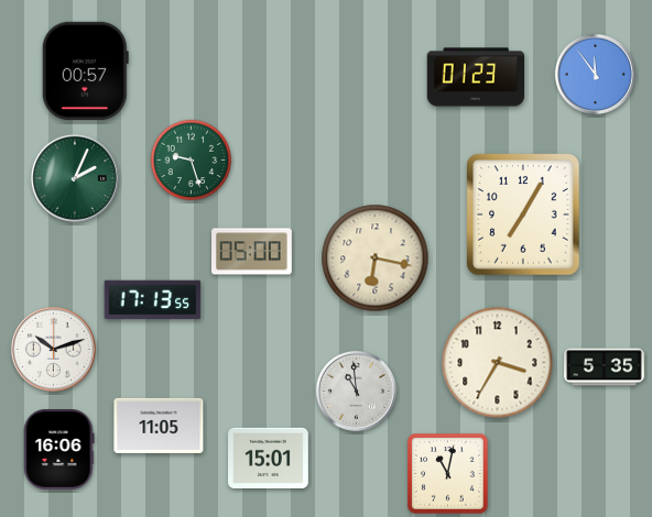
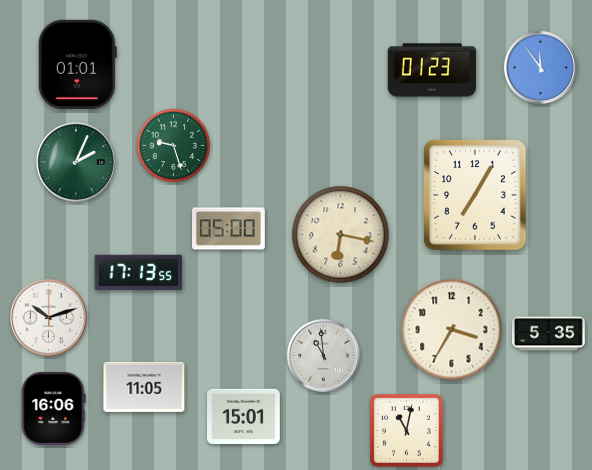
clock at (85, 70): 00:57 -> 01:01
clock at (75, 178) position: (75, 178) -> (76, 162)
